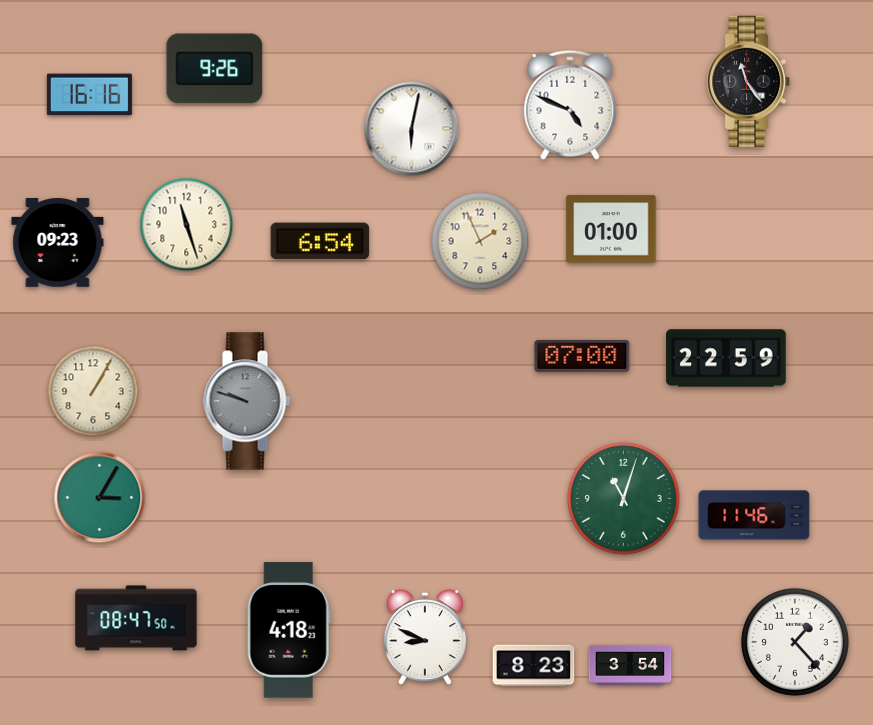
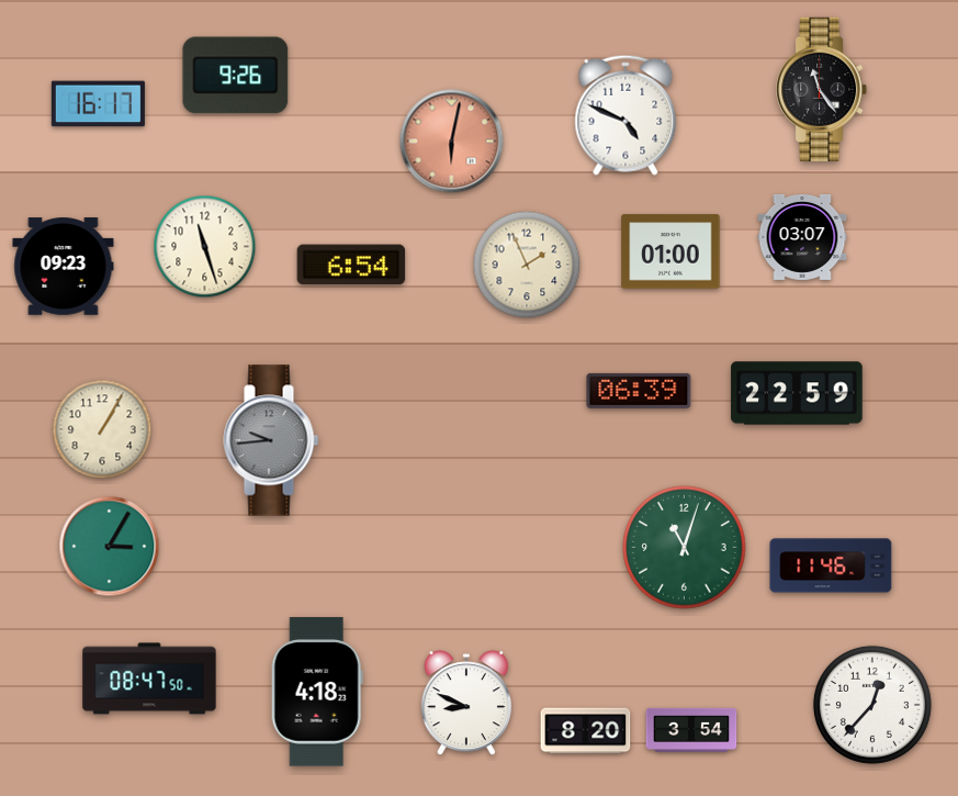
clock at (89, 95): 16:16 -> 16:17
clock at (412, 129) dial: white -> salmon
clock at (802, 237): none -> 03:07
clock at (582, 356): 07:00 -> 06:39
clock at (247, 401): 9:48 -> 9:44
clock at (754, 515) position: (754, 515) -> (831, 565)
clock at (425, 638) position: (425, 638) -> (466, 704)
clock at (795, 642): 1:23 -> 12:37
clock at (534, 666): 8:23 -> 8:20
